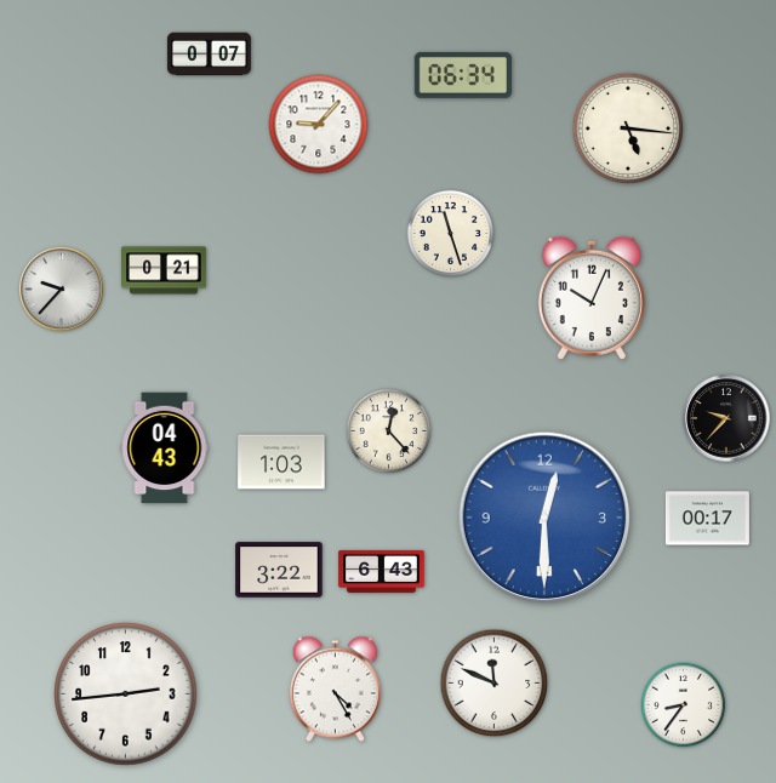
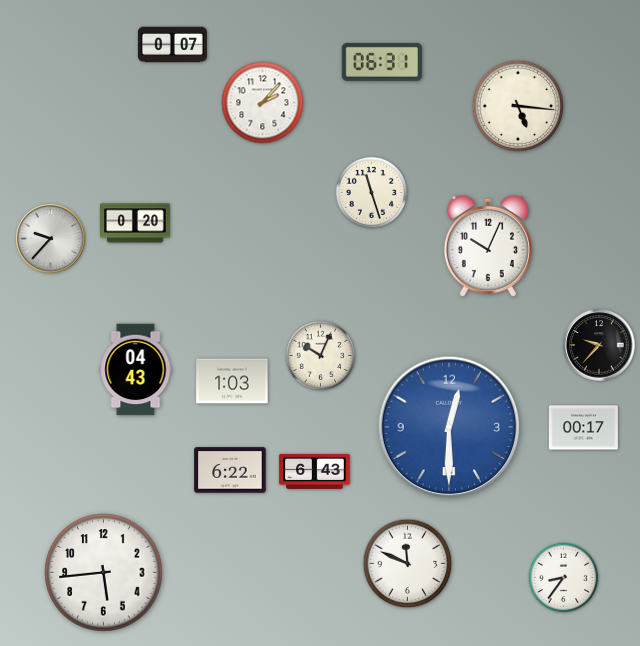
clock at (463, 75): 06:34 -> 06:31
clock at (319, 125): 9:07 -> 2:07
clock at (165, 270): 0:21 -> 0:20
clock at (389, 431): 12:23 -> 10:04
clock at (279, 570): 3:22 -> 6:22
clock at (335, 690): 4:25 -> none
clock at (126, 695): 2:44 -> 5:44
clock at (684, 705) position: (684, 705) -> (564, 578)
